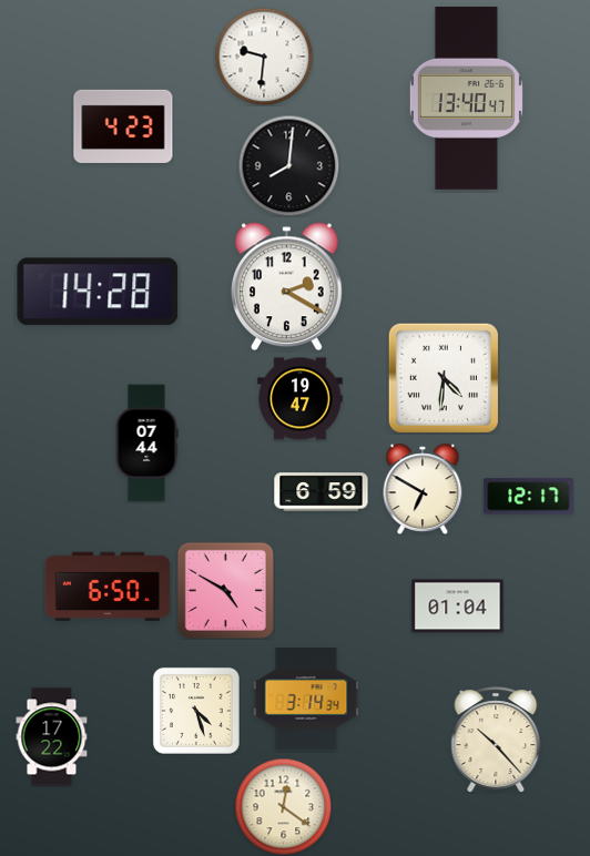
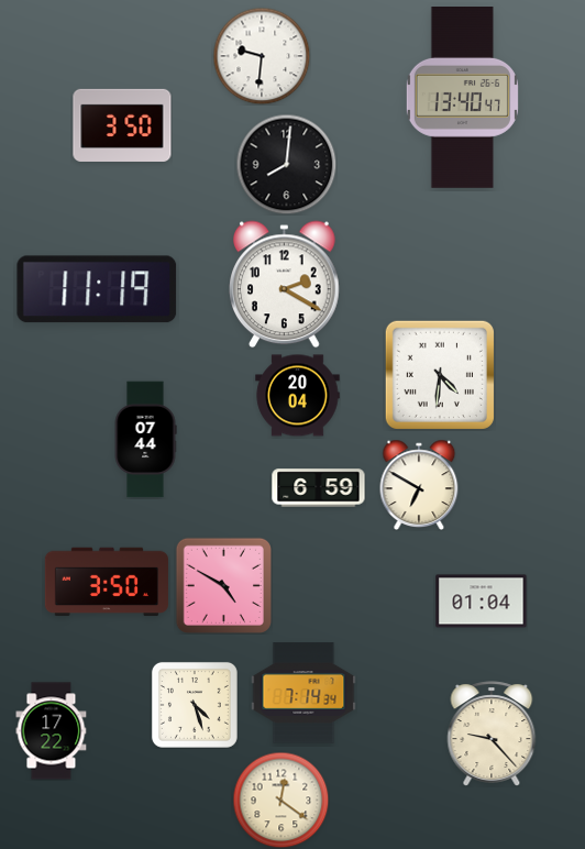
clock at (123, 126): 4:23 -> 3:50
clock at (98, 292): 14:28 -> 11:19
clock at (301, 399): 19:47 -> 20:04
clock at (529, 497): 12:17 -> none
clock at (108, 587): 6:50 -> 3:50
clock at (458, 607) position: (458, 607) -> (482, 602)
clock at (306, 699): 3:14 -> 7:14
clock at (496, 740): 10:23 -> 9:23
